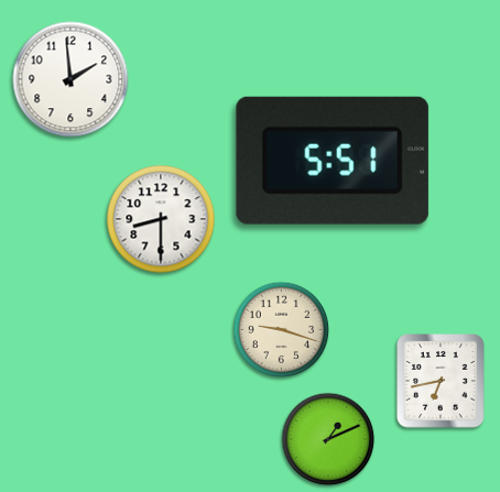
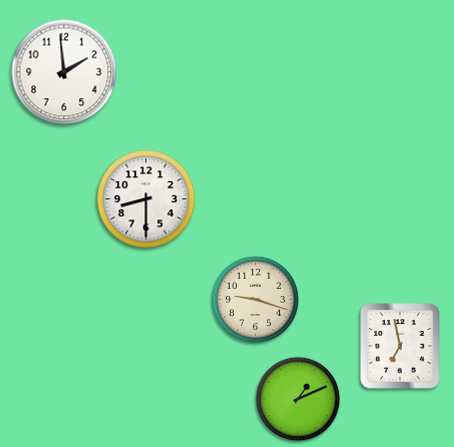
clock at (333, 161): 5:51 -> none
clock at (441, 381): 6:43 -> 6:58
